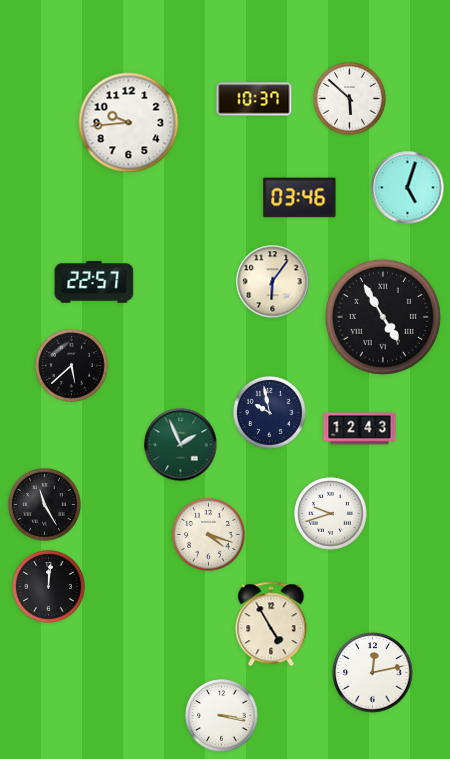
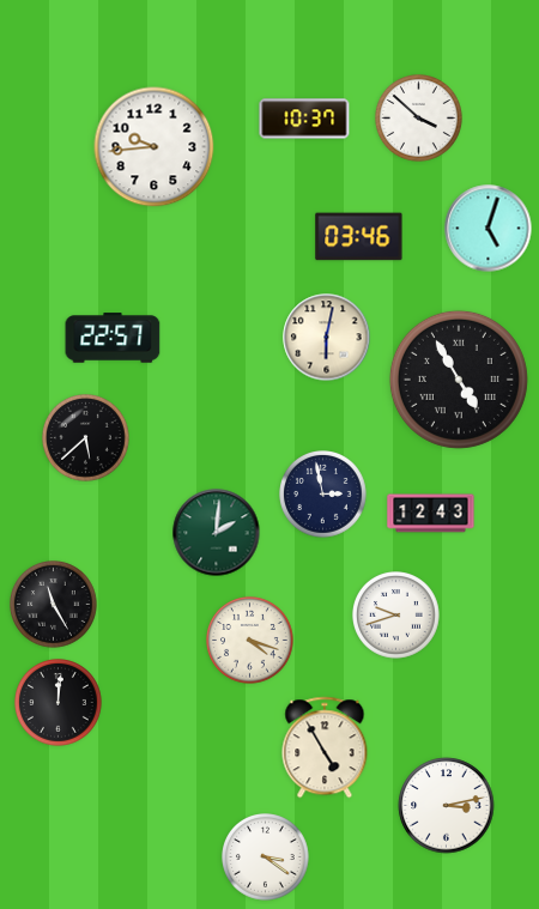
clock at (350, 99): 5:52 -> 3:52
clock at (408, 188) position: (408, 188) -> (489, 229)
clock at (273, 282): 6:06 -> 6:02
clock at (270, 413): 9:58 -> 2:58
clock at (181, 445): 1:56 -> 2:01
clock at (373, 673): 12:13 -> 3:13
clock at (222, 716): 3:17 -> 3:21
